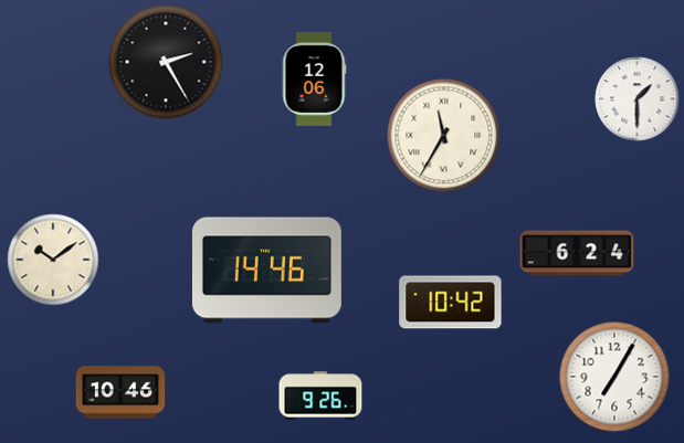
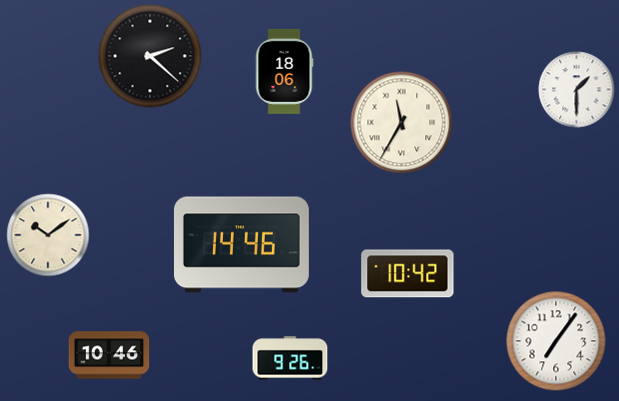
clock at (166, 62): 2:25 -> 2:22
clock at (314, 78): 12:06 -> 18:06
clock at (577, 253): 6:24 -> none
clock at (614, 377): 7:05 -> 7:06
